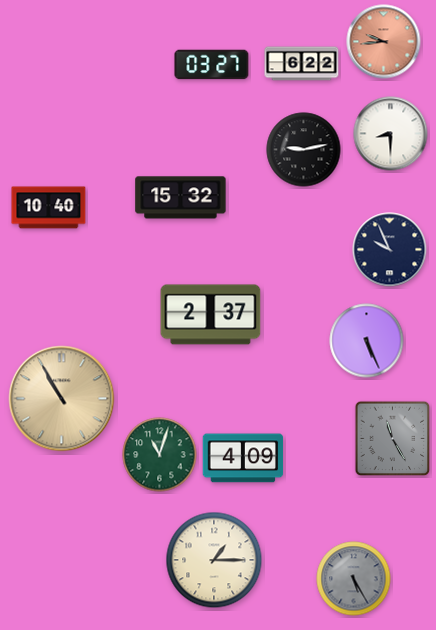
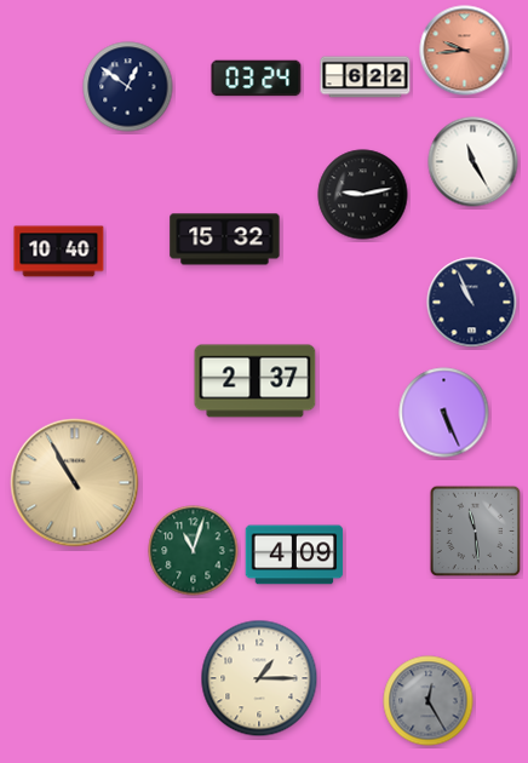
clock at (212, 65): 03:27 -> 03:24
clock at (128, 87): none -> 12:51
clock at (391, 134): 8:30 -> 11:25
clock at (304, 150) position: (304, 150) -> (363, 195)
clock at (181, 198) position: (181, 198) -> (225, 240)
clock at (390, 250): 9:56 -> 10:56
clock at (393, 439): 11:25 -> 11:29
clock at (354, 579): 5:25 -> 12:25
